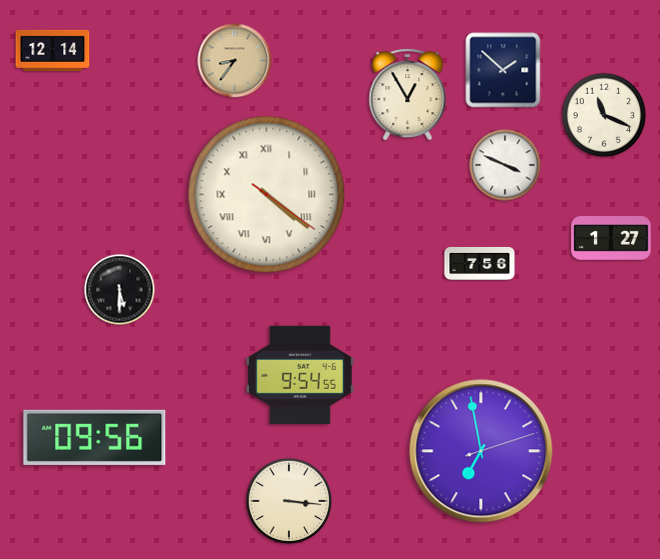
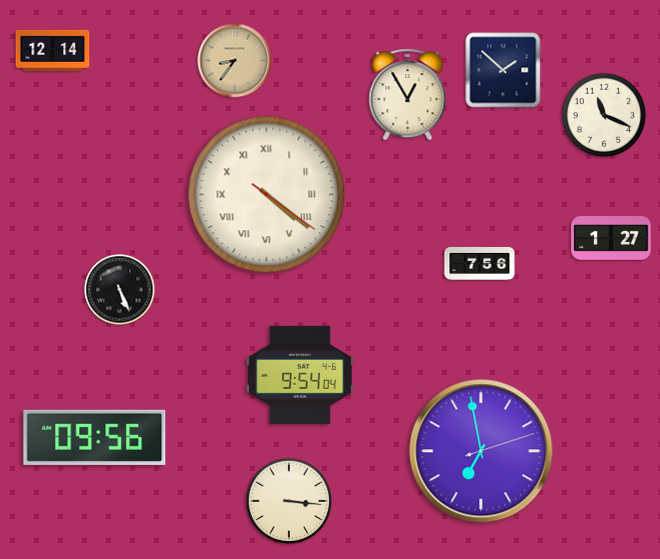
clock at (505, 165): 3:49 -> none
clock at (120, 290): 5:30 -> 5:26
clock at (300, 375): 9:54:55 -> 9:54:04
